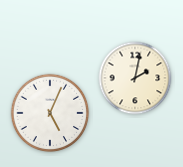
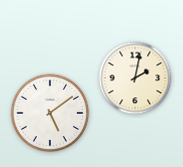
clock at (50, 113): 5:04 -> 5:09
